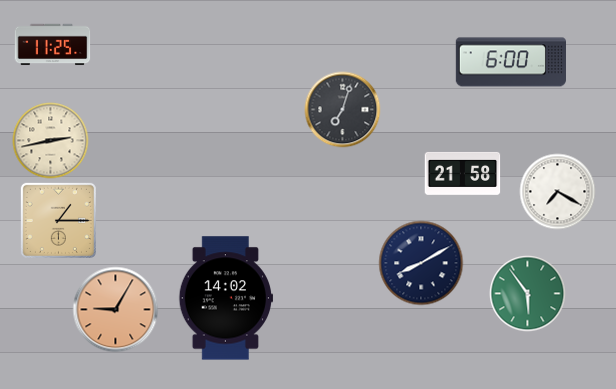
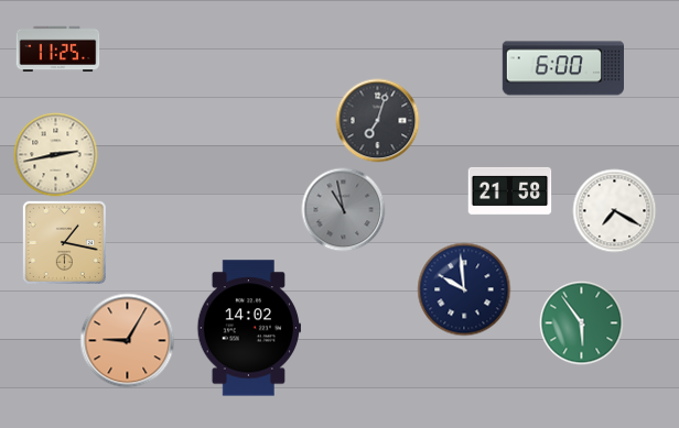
clock at (344, 210): none -> 10:58
clock at (58, 220): 1:15 -> 1:17
clock at (421, 263): 8:10 -> 9:59
